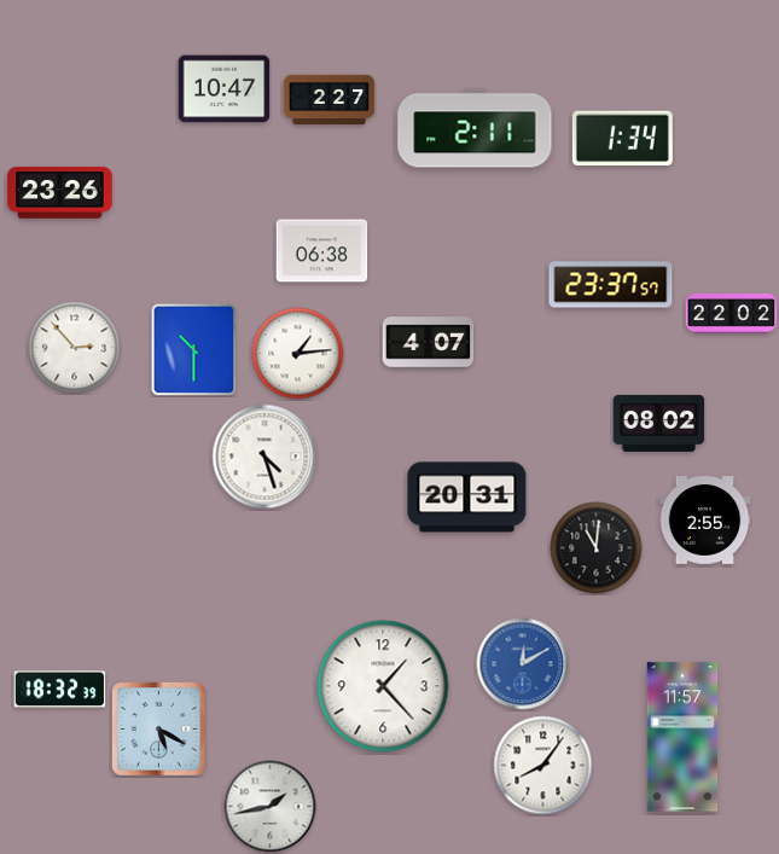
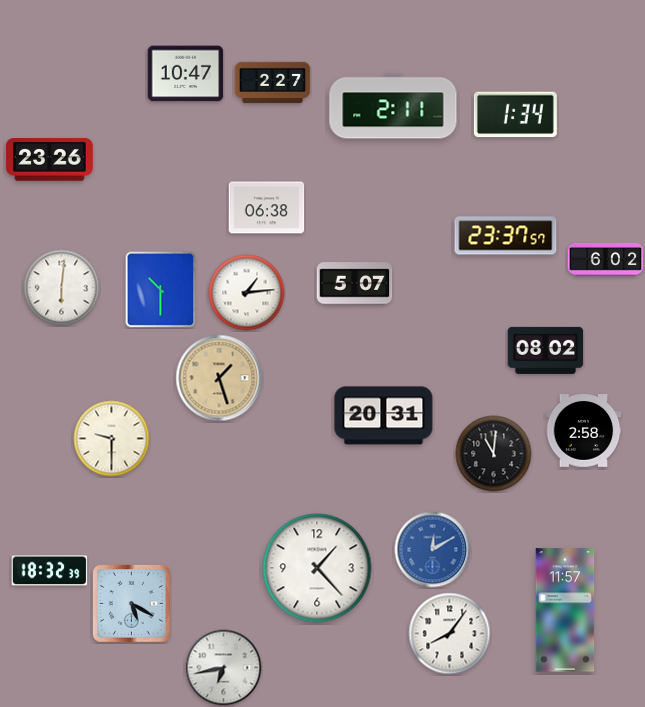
clock at (732, 314): 22:02 -> 6:02
clock at (429, 343): 4:07 -> 5:07
clock at (75, 348): 2:53 -> 6:01
clock at (264, 457): 4:27 -> 1:27
clock at (264, 457) dial: white -> champagne
clock at (467, 498) position: (467, 498) -> (384, 416)
clock at (705, 521): 2:55 -> 2:58
clock at (112, 439): none -> 9:30
clock at (271, 807): 1:43 -> 6:43
